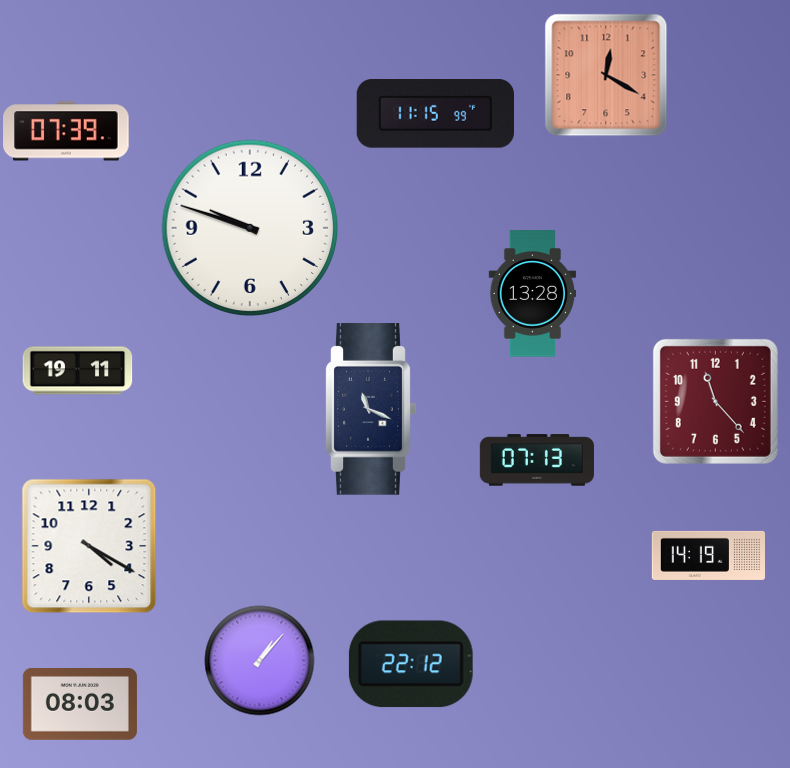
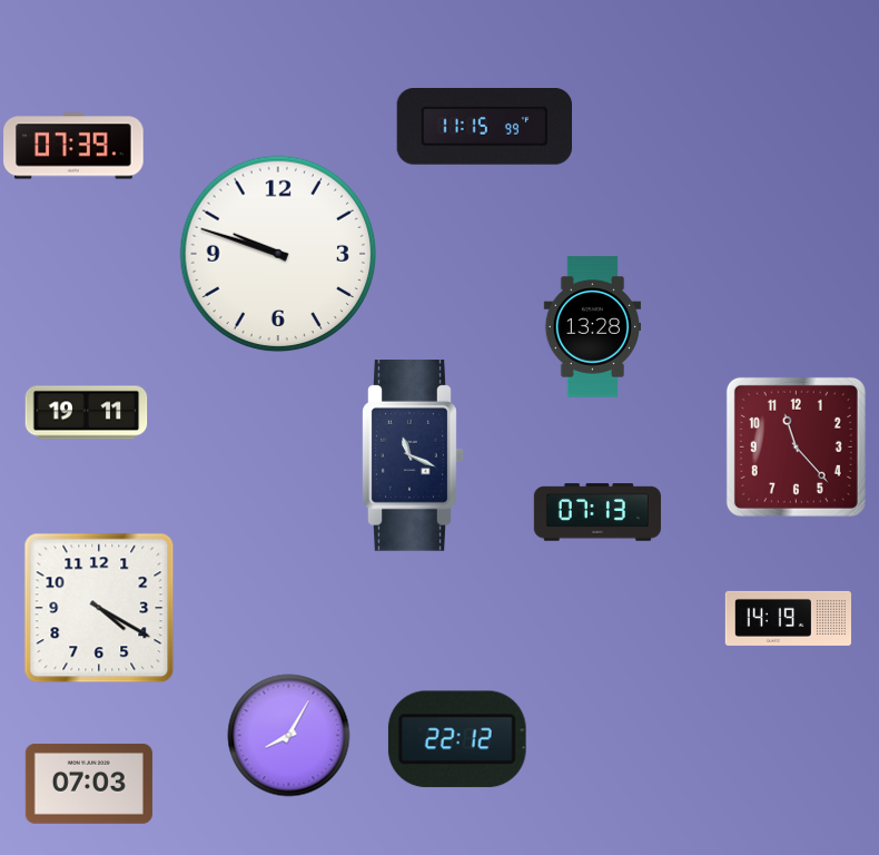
clock at (606, 75): 12:20 -> none
clock at (260, 661): 1:07 -> 8:05
clock at (80, 705): 08:03 -> 07:03
